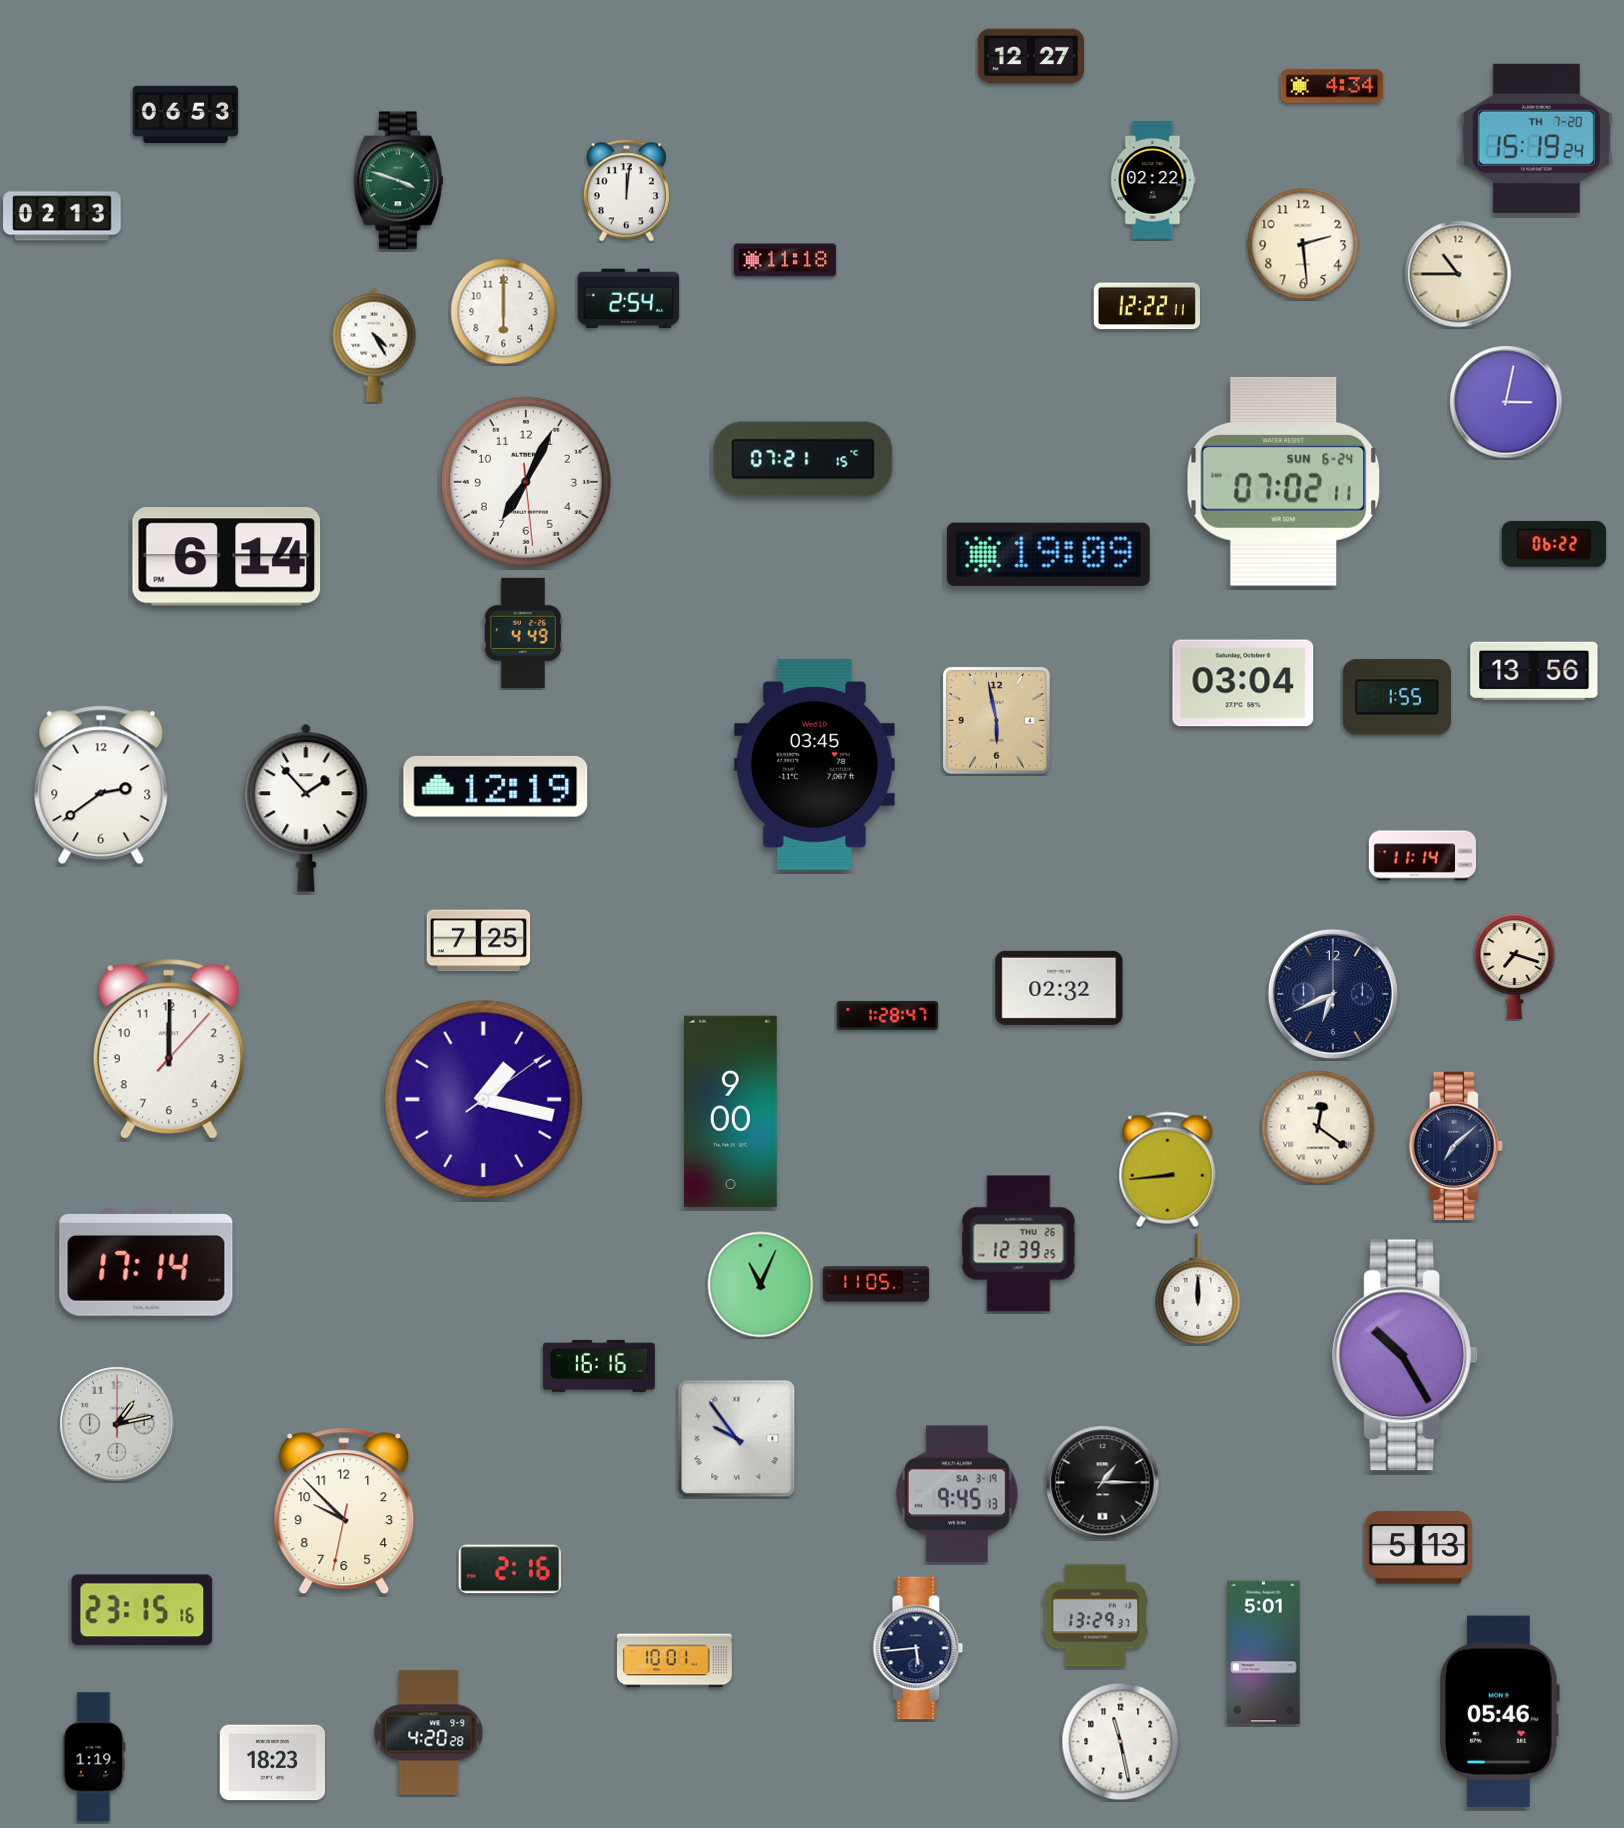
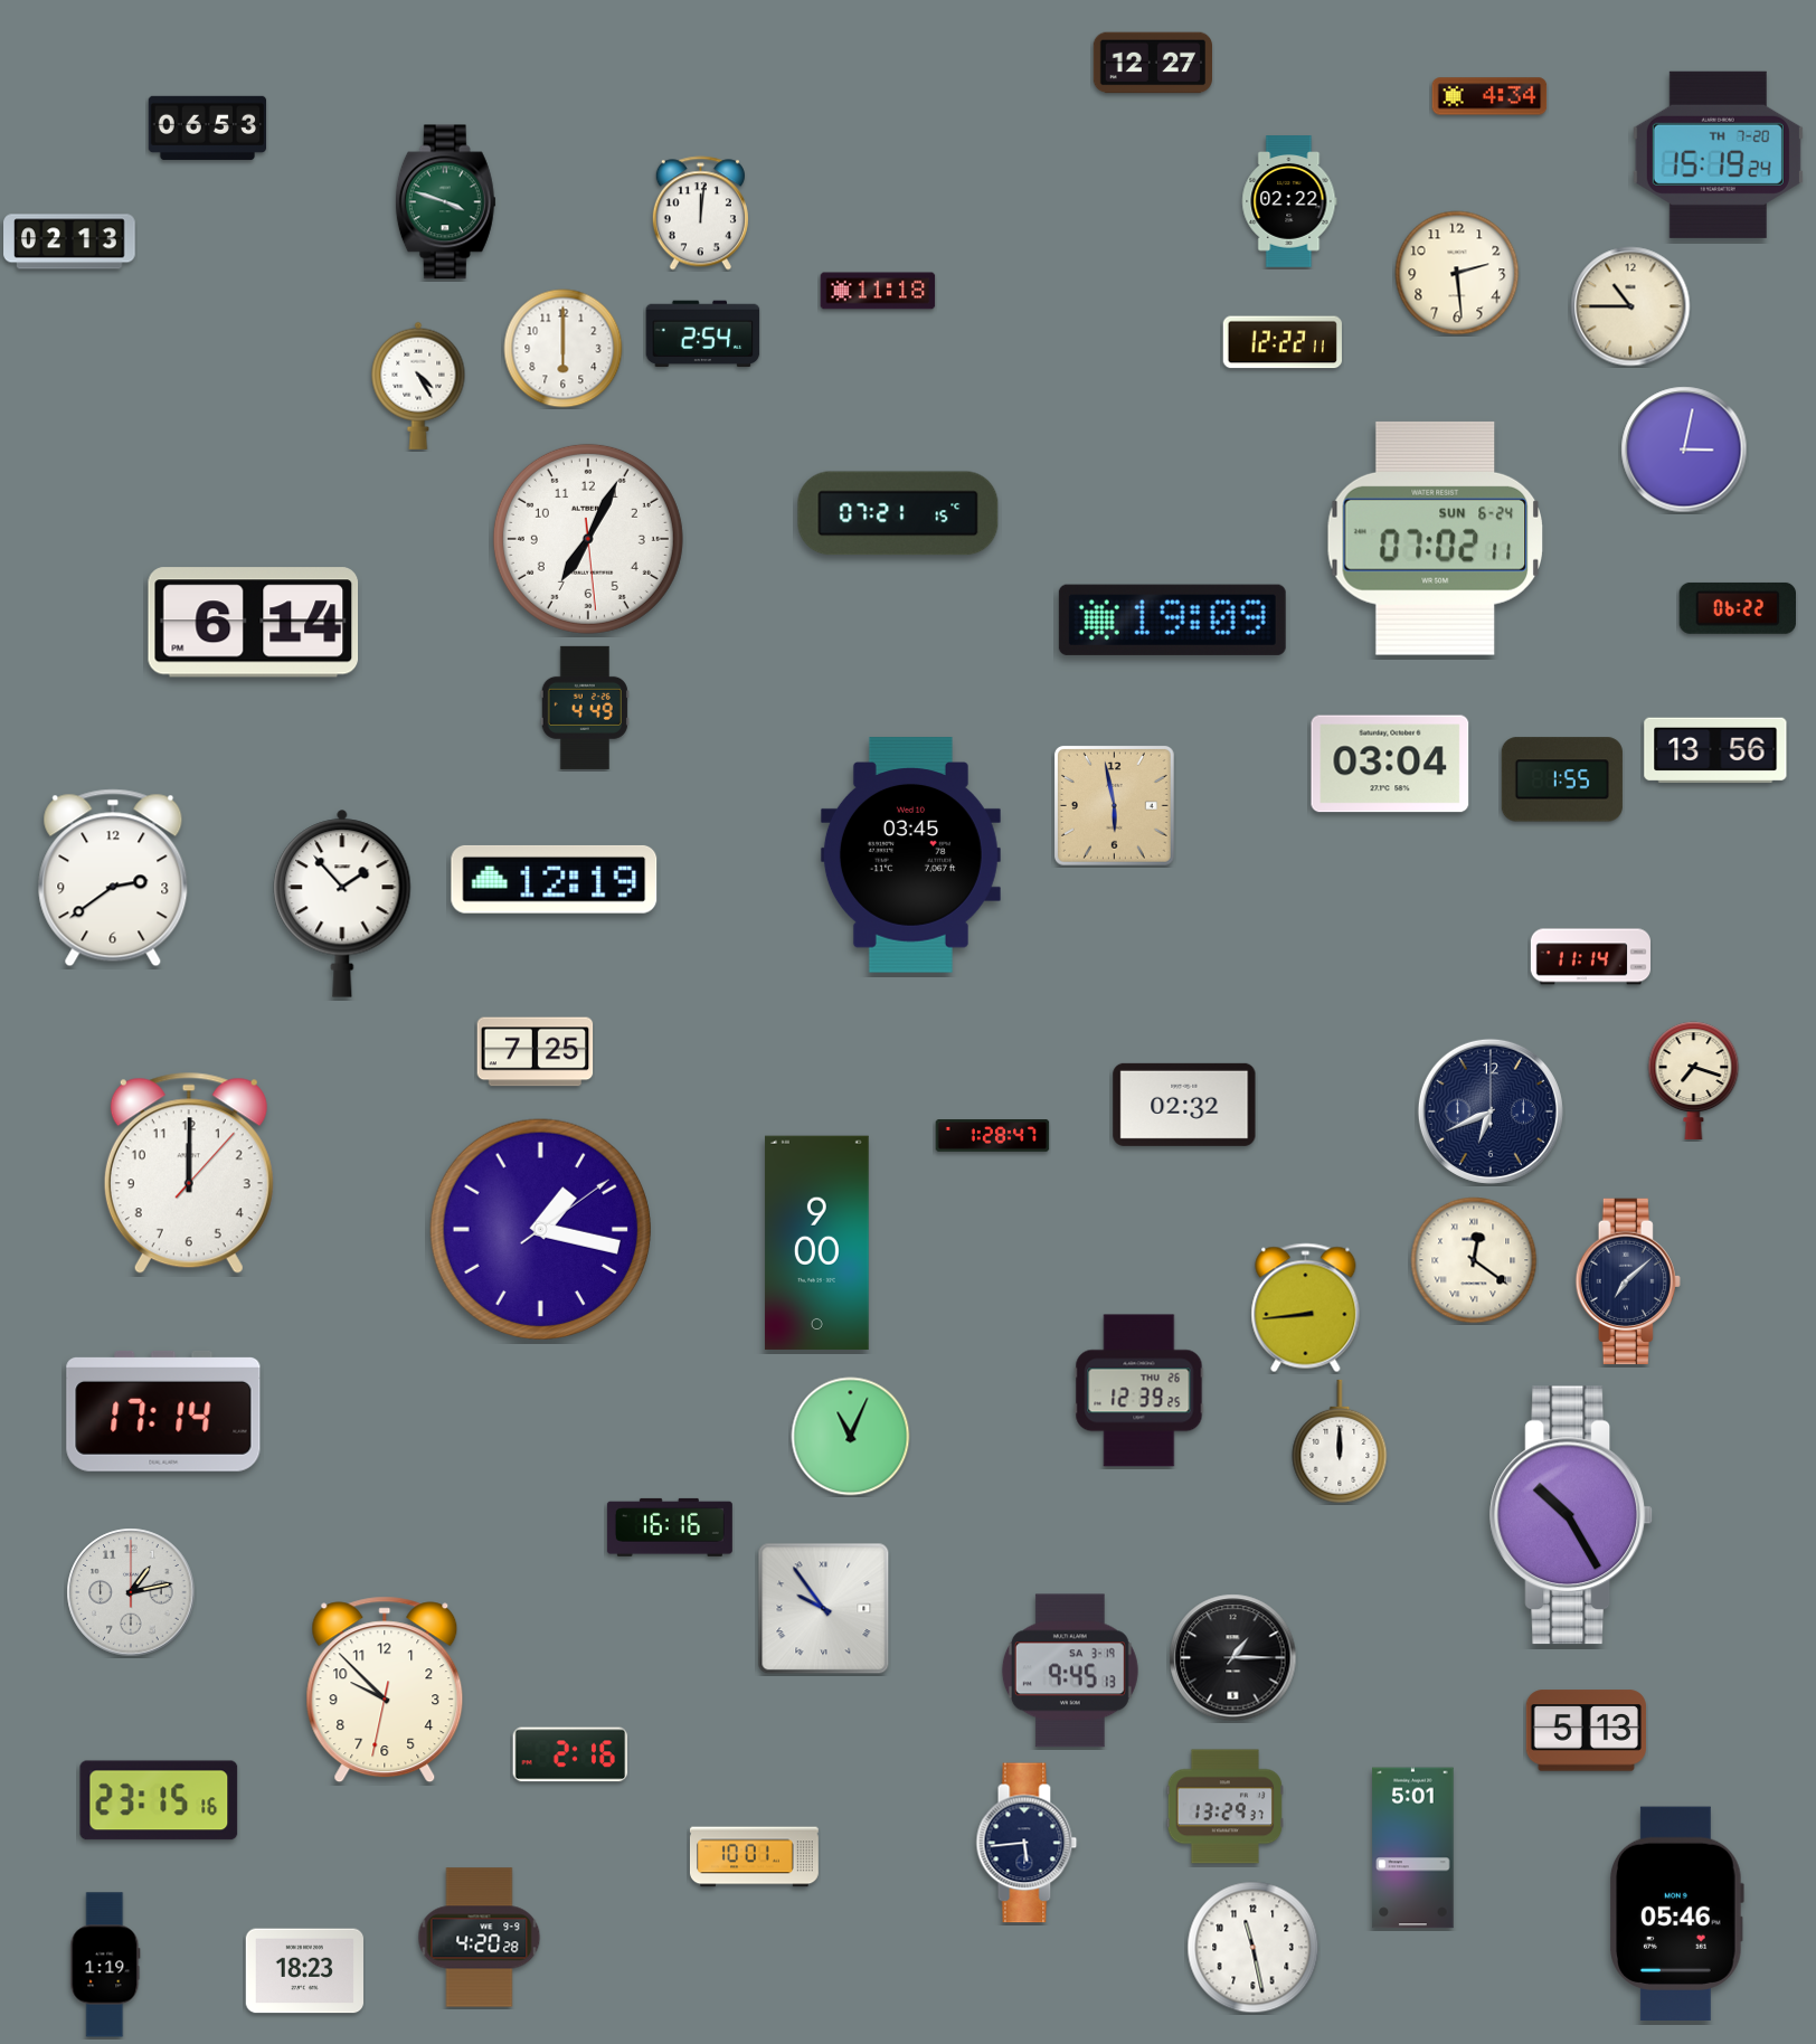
clock at (876, 1284): 11:05 -> none
